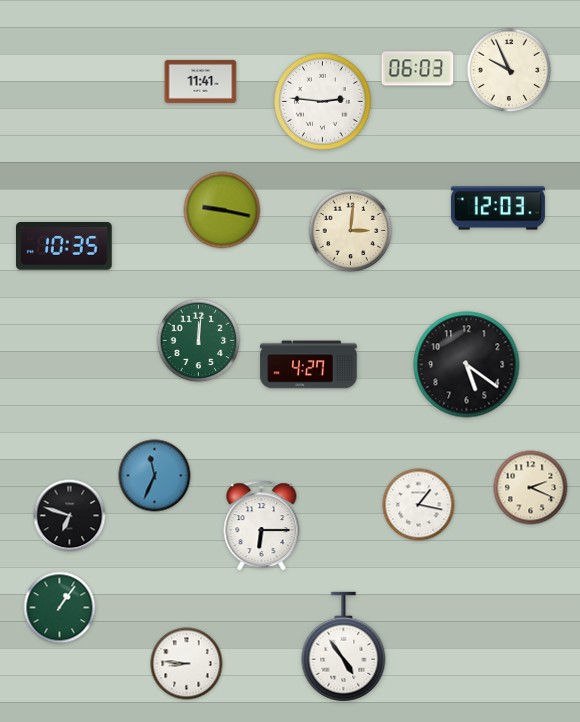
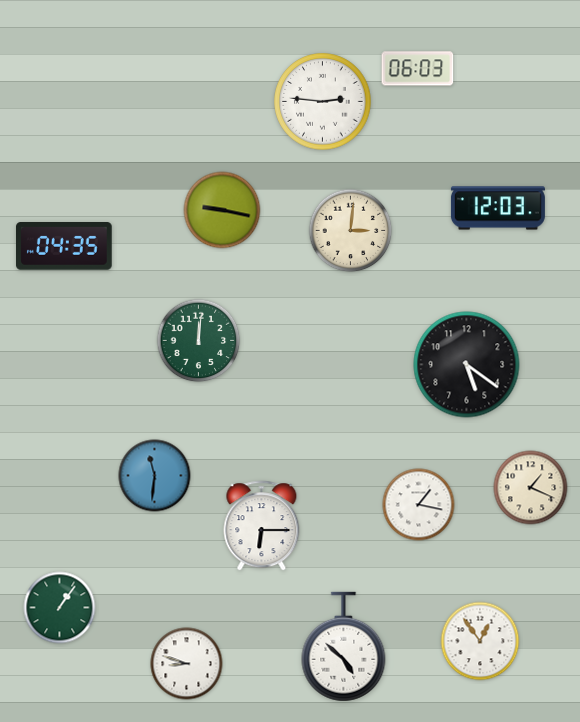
clock at (509, 70): 9:56 -> none
clock at (201, 81): 11:41 -> none
clock at (65, 247): 10:35 -> 04:35
clock at (309, 365): 4:27 -> none
clock at (155, 476): 11:34 -> 11:31
clock at (531, 488): 2:19 -> 1:19
clock at (70, 516): 6:48 -> none
clock at (480, 641): none -> 12:54
clock at (344, 647): 4:54 -> 4:52
clock at (187, 664): 8:46 -> 8:48
